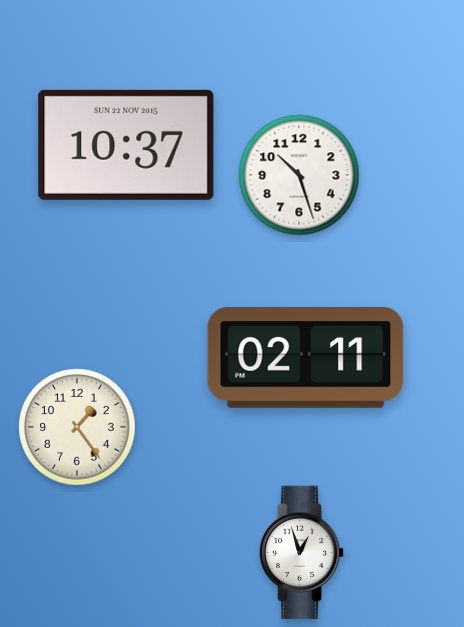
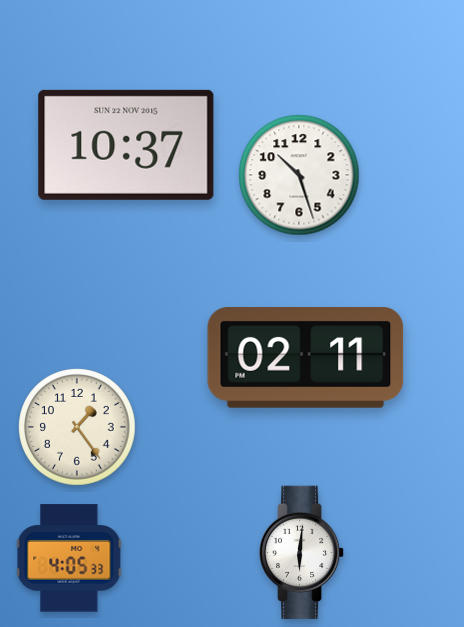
clock at (302, 553): 12:57 -> 6:01
clock at (69, 558): none -> 4:05
